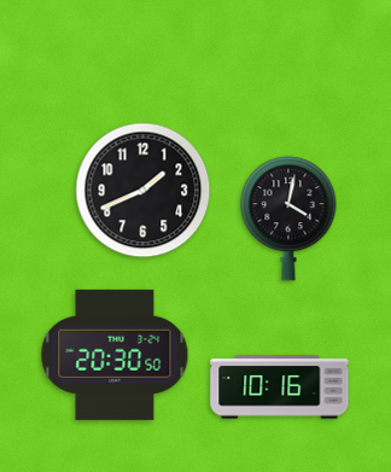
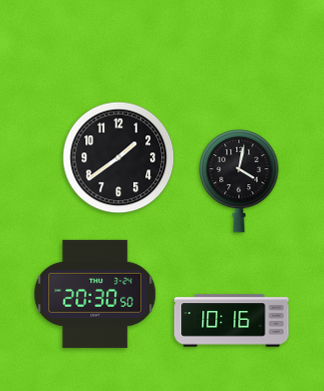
clock at (144, 191): 1:41 -> 1:39
